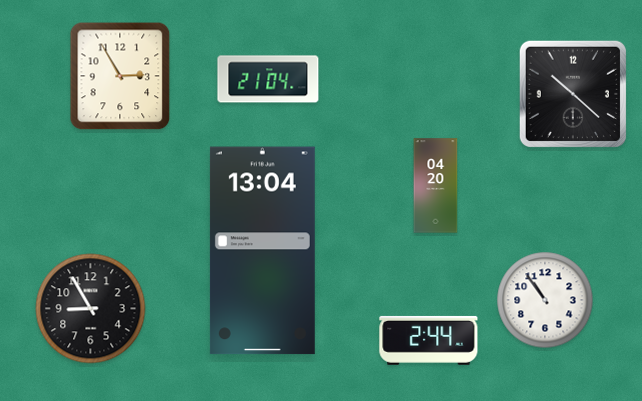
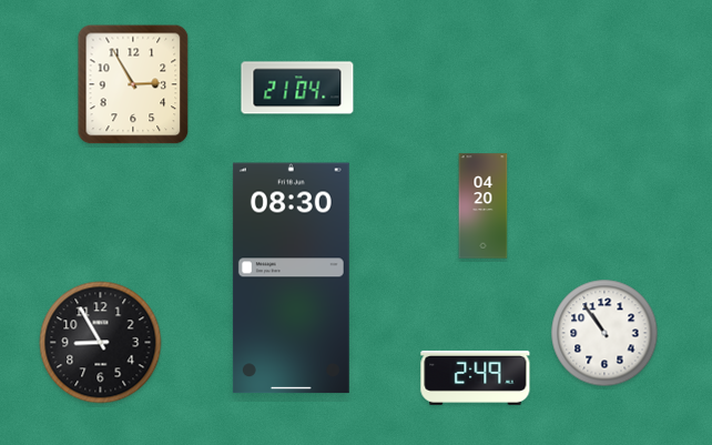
clock at (573, 94): 10:22 -> none
clock at (262, 251): 13:04 -> 08:30
clock at (429, 340): 2:44 -> 2:49
